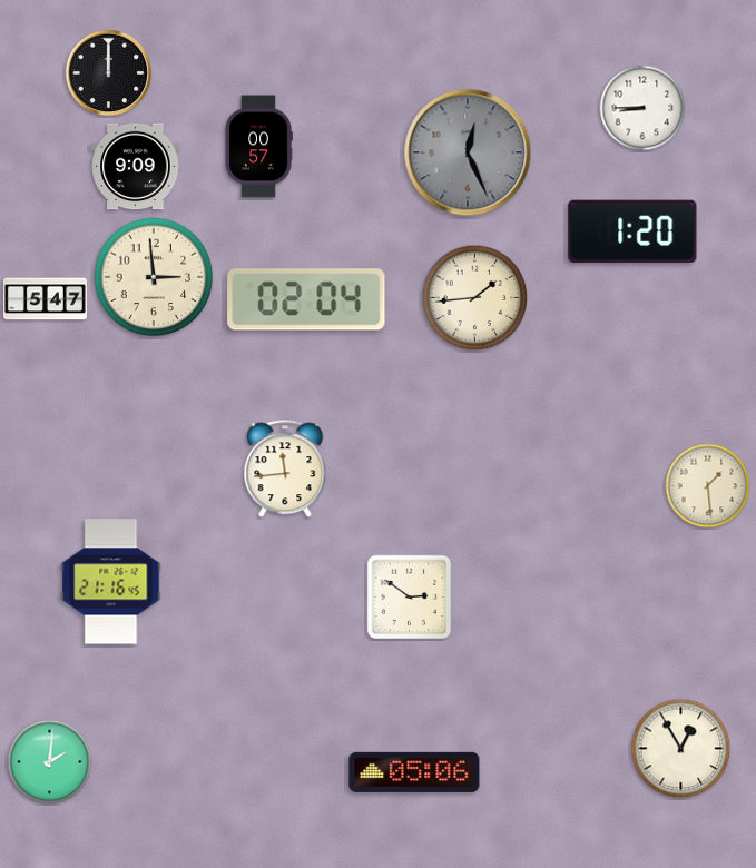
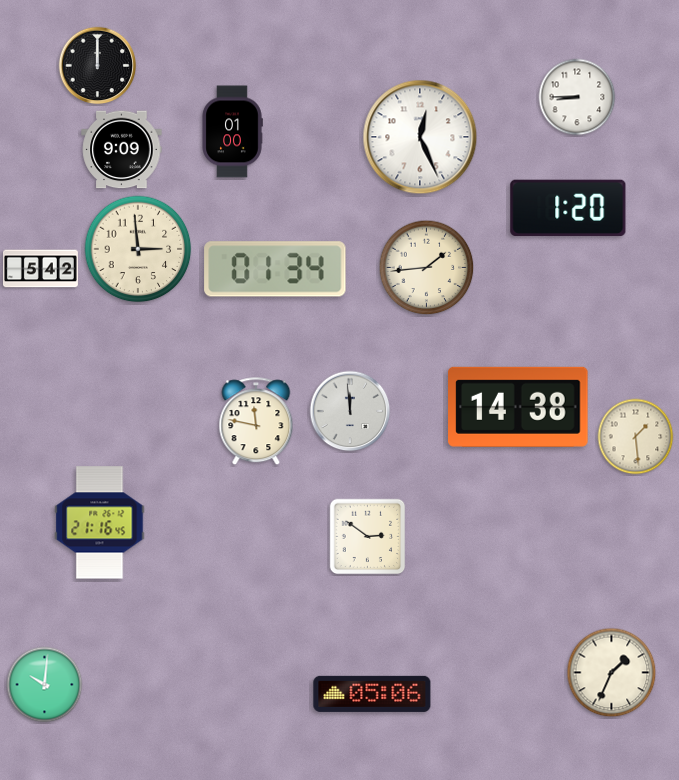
clock at (258, 147): 00:57 -> 01:00
clock at (468, 152) dial: grey -> white
clock at (45, 299): 5:47 -> 5:42
clock at (306, 299): 02:04 -> 01:34
clock at (518, 407): none -> 14:38
clock at (350, 411): none -> 11:59
clock at (285, 470): 11:44 -> 11:47
clock at (681, 749): 12:55 -> 1:34
clock at (50, 762): 2:01 -> 10:01
